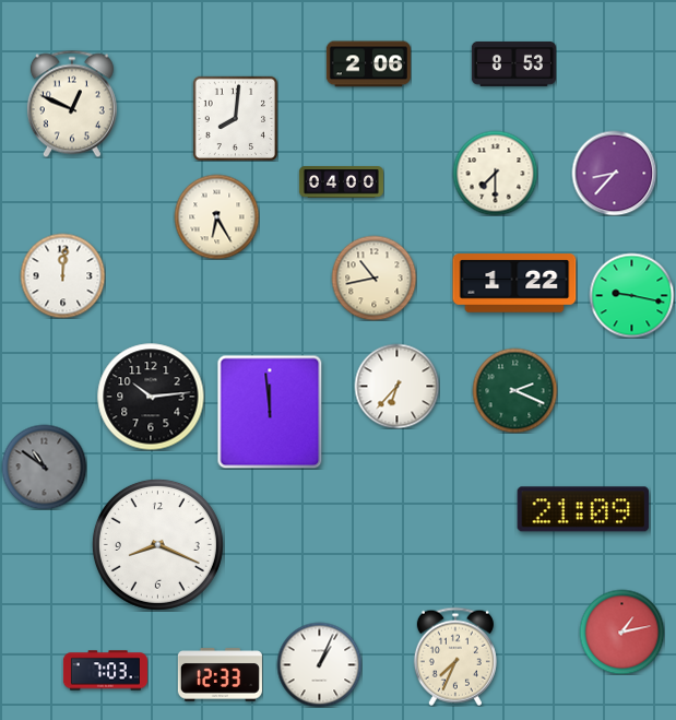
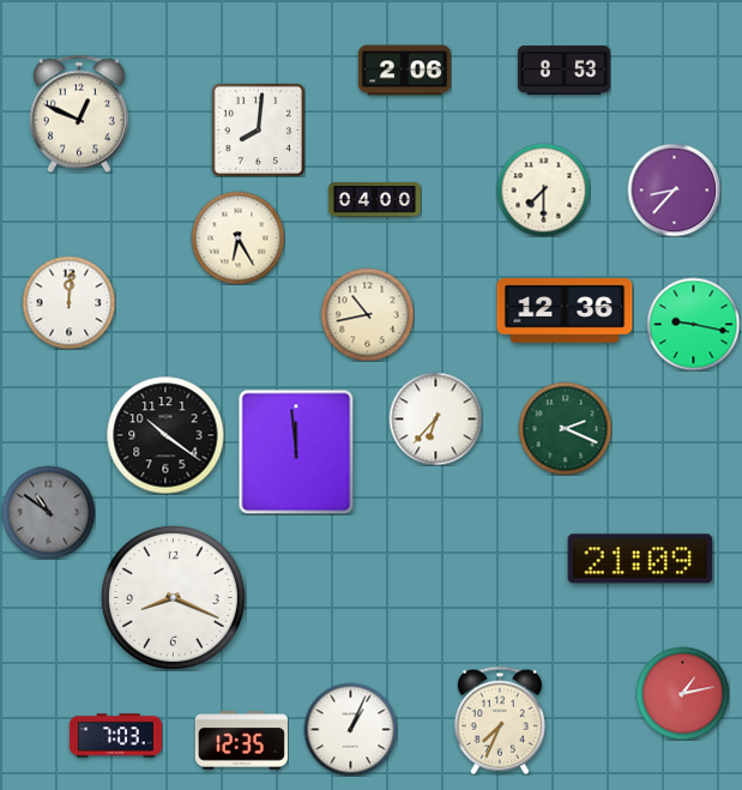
clock at (373, 278) position: (373, 278) -> (367, 314)
clock at (514, 283): 1:22 -> 12:36
clock at (396, 386) position: (396, 386) -> (435, 418)
clock at (151, 397): 10:14 -> 10:21
clock at (220, 675): 12:33 -> 12:35
